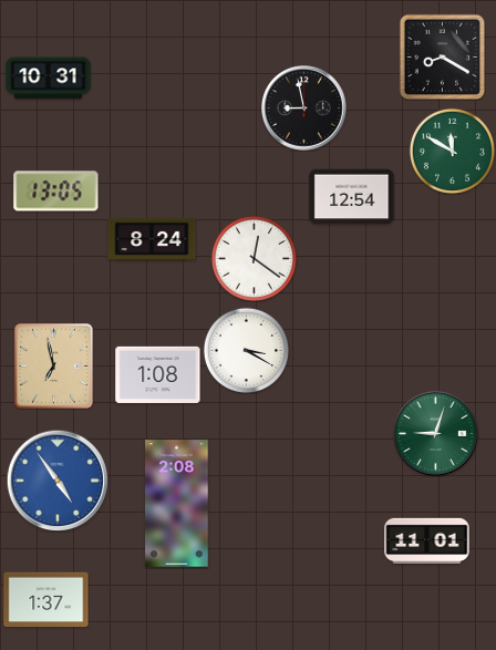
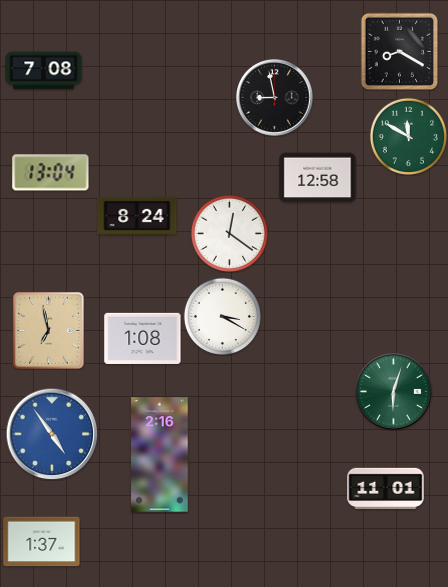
clock at (49, 79): 10:31 -> 7:08
clock at (56, 192): 13:05 -> 13:04
clock at (352, 197): 12:54 -> 12:58
clock at (436, 434): 9:03 -> 6:03
clock at (177, 504): 2:08 -> 2:16
